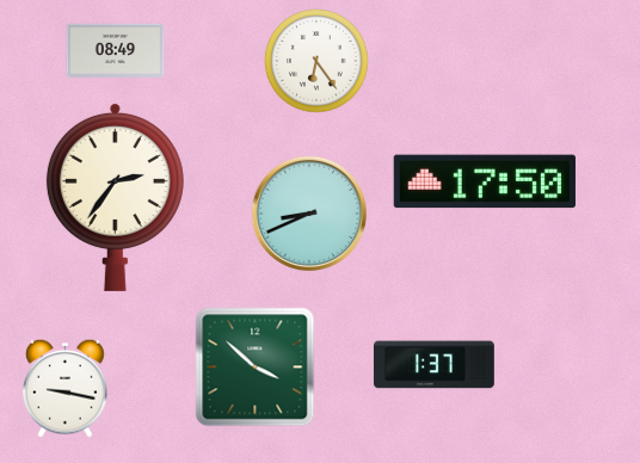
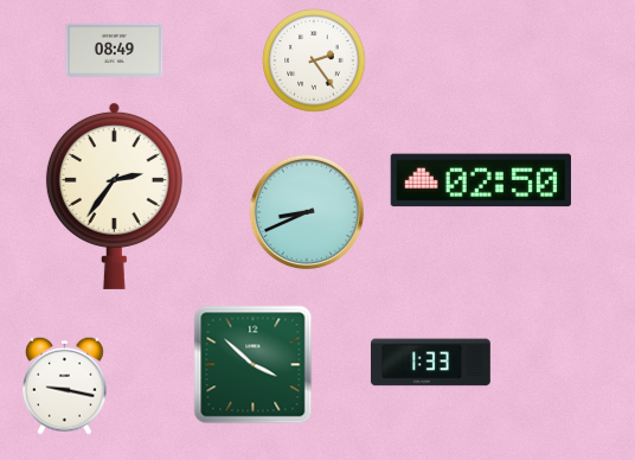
clock at (316, 61): 6:24 -> 2:24
clock at (485, 181): 17:50 -> 02:50
clock at (433, 365): 1:37 -> 1:33
